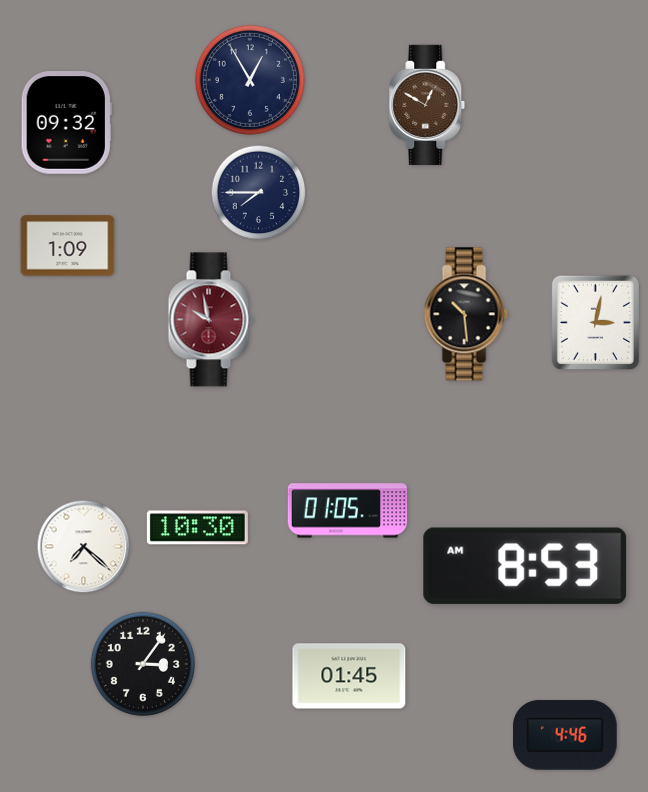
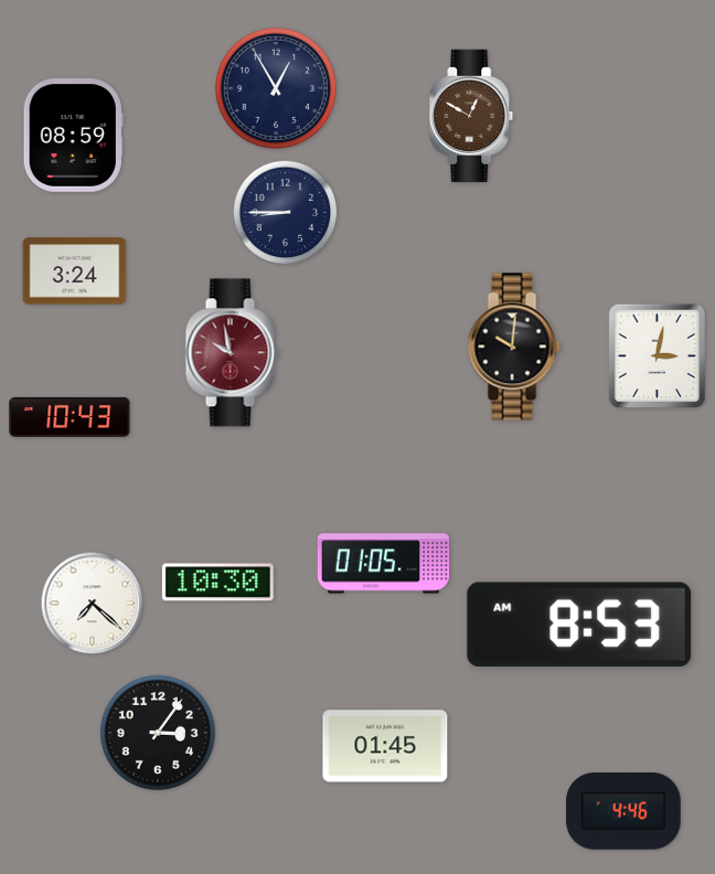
clock at (66, 123): 09:32 -> 08:59
clock at (259, 193): 7:45 -> 8:45
clock at (68, 246): 1:09 -> 3:24
clock at (466, 314): 10:29 -> 10:01
clock at (70, 417): none -> 10:43
